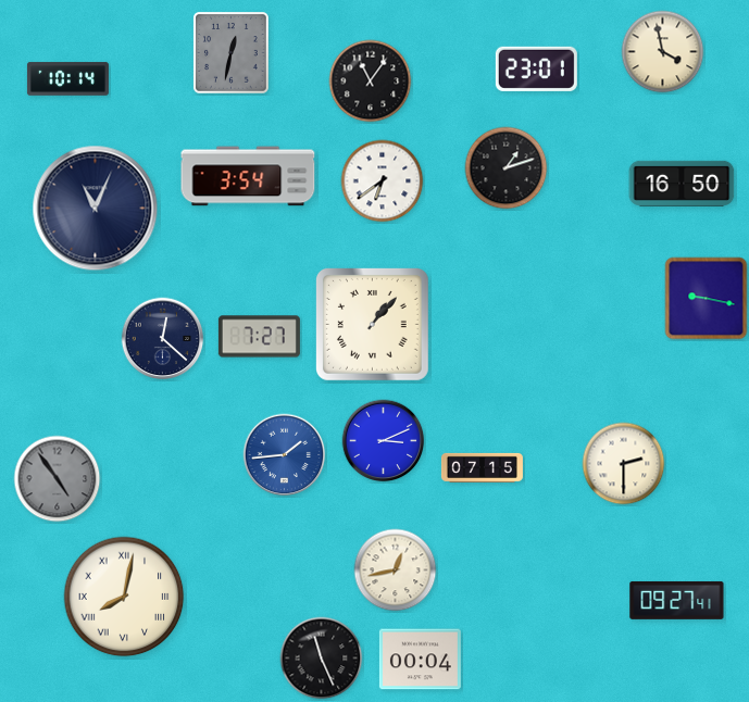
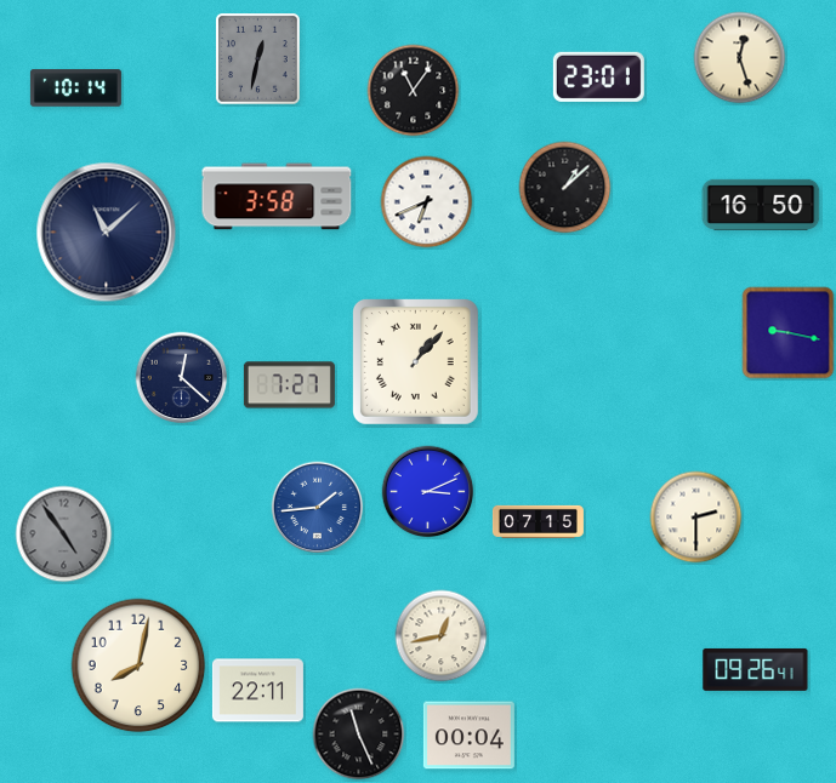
clock at (663, 52): 3:58 -> 12:27
clock at (507, 168): 1:12 -> 1:08
clock at (248, 176): 3:54 -> 3:58
clock at (383, 181): 6:39 -> 6:41
clock at (96, 209): 11:04 -> 11:08
clock at (259, 337) position: (259, 337) -> (289, 385)
clock at (124, 597) numerals: Roman -> Arabic
clock at (677, 600): 09:27 -> 09:26
clock at (257, 691): none -> 22:11
